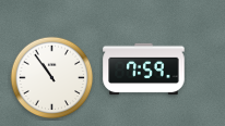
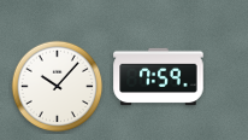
clock at (52, 78): 10:54 -> 10:07
